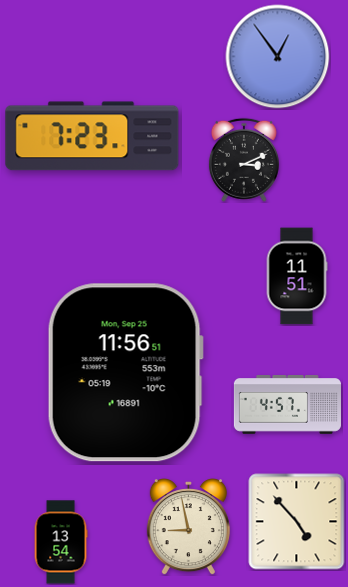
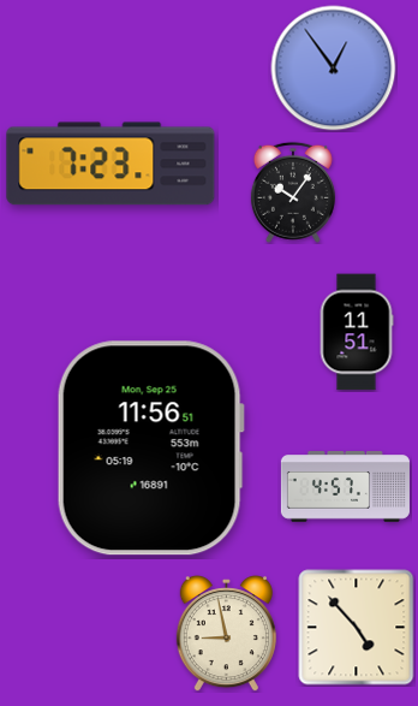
clock at (244, 160): 3:11 -> 10:06
clock at (61, 542): 13:54 -> none
